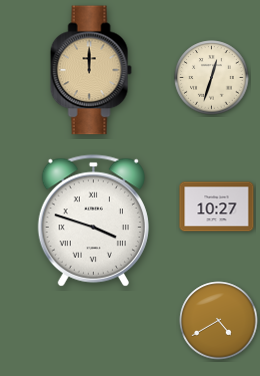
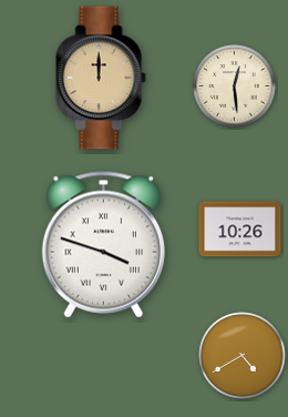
clock at (212, 78): 12:33 -> 12:29
clock at (217, 207): 10:27 -> 10:26
